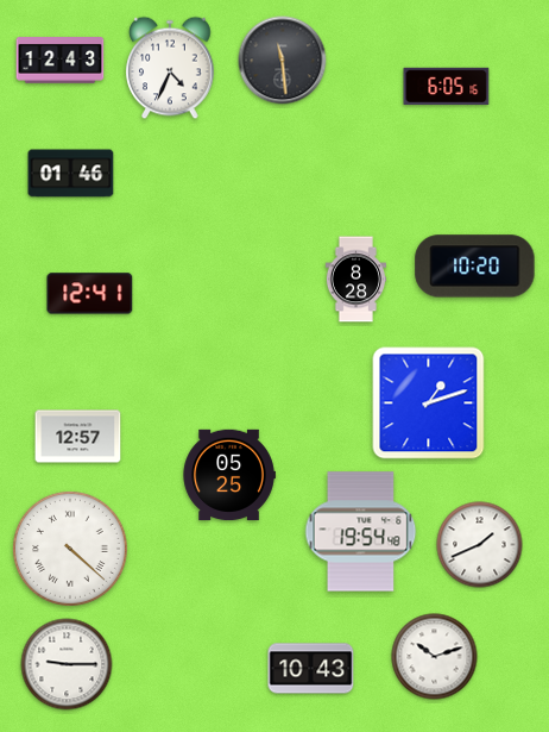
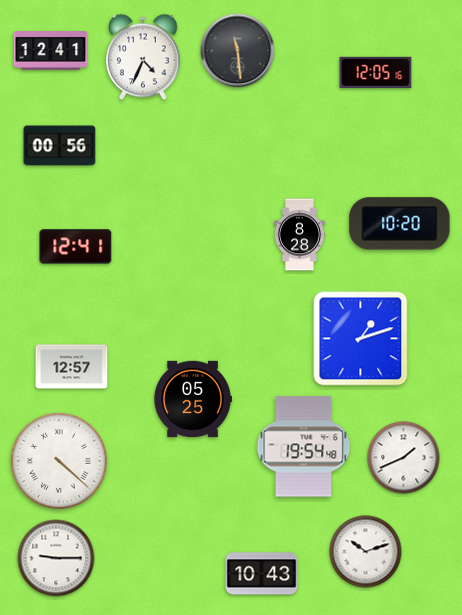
clock at (61, 61): 12:43 -> 12:41
clock at (447, 86): 6:05 -> 12:05
clock at (71, 174): 01:46 -> 00:56
clock at (78, 437) position: (78, 437) -> (72, 367)
clock at (311, 669) position: (311, 669) -> (262, 574)
